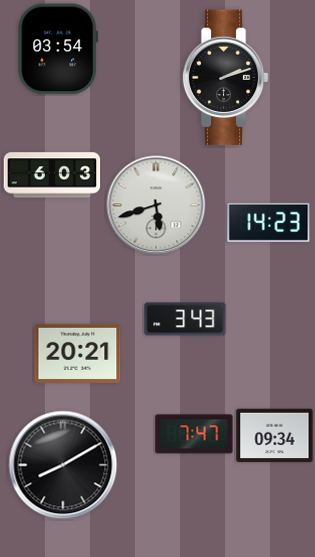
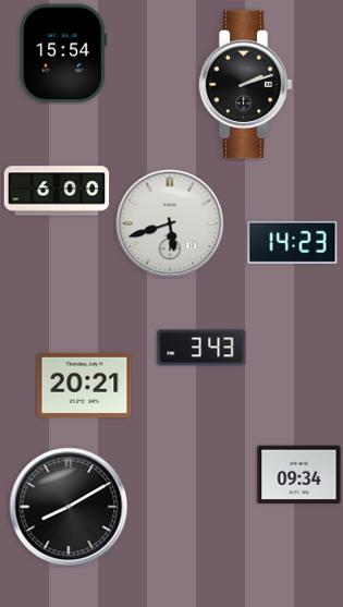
clock at (58, 49): 03:54 -> 15:54
clock at (52, 175): 6:03 -> 6:00
clock at (194, 434): 7:47 -> none
